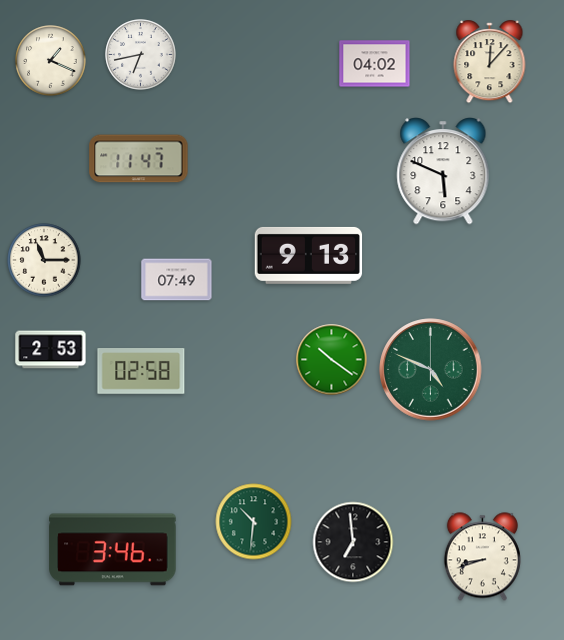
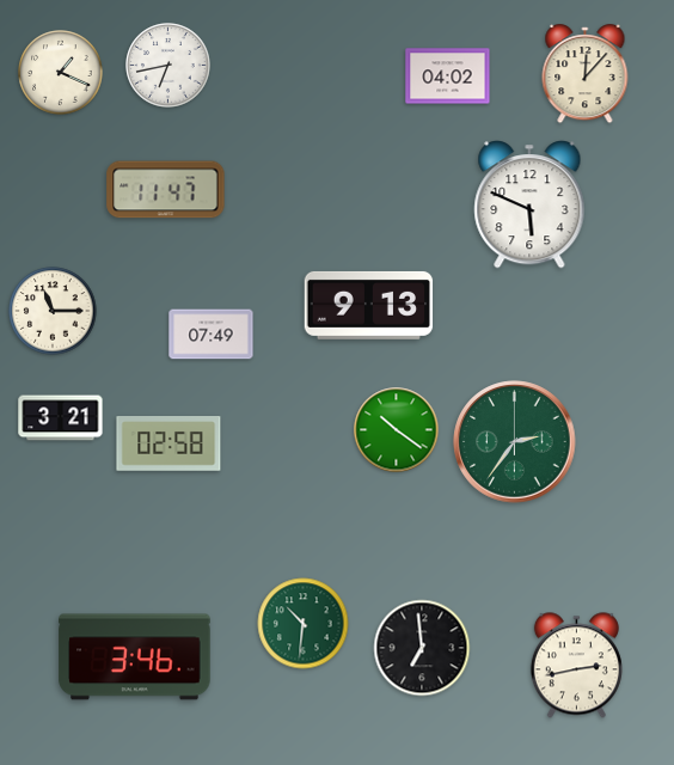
clock at (51, 350): 2:53 -> 3:21
clock at (431, 370): 4:49 -> 2:36
clock at (482, 557): 8:42 -> 2:43
